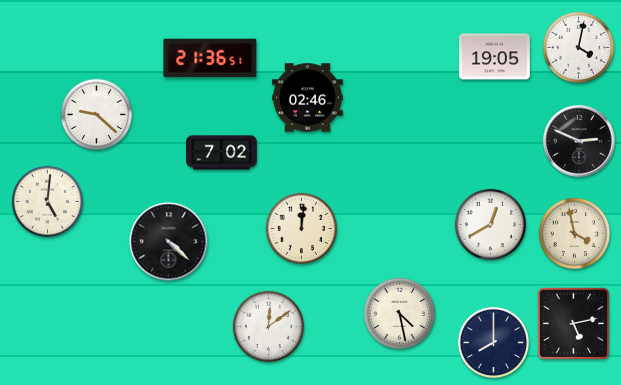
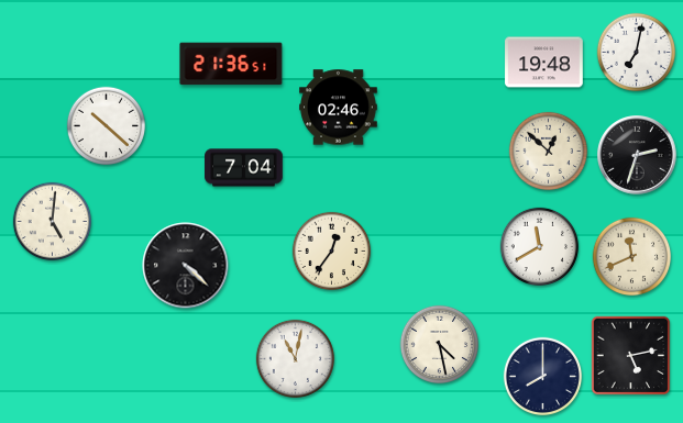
clock at (579, 48): 4:02 -> 7:02
clock at (495, 57): 19:05 -> 19:48
clock at (97, 115): 9:22 -> 10:22
clock at (549, 152): none -> 12:52
clock at (579, 141): 2:49 -> 2:33
clock at (222, 153): 7:02 -> 7:04
clock at (491, 225): 12:40 -> 11:40
clock at (302, 229): 12:01 -> 12:36
clock at (575, 234): 3:58 -> 11:41
clock at (269, 327): 12:09 -> 11:02
